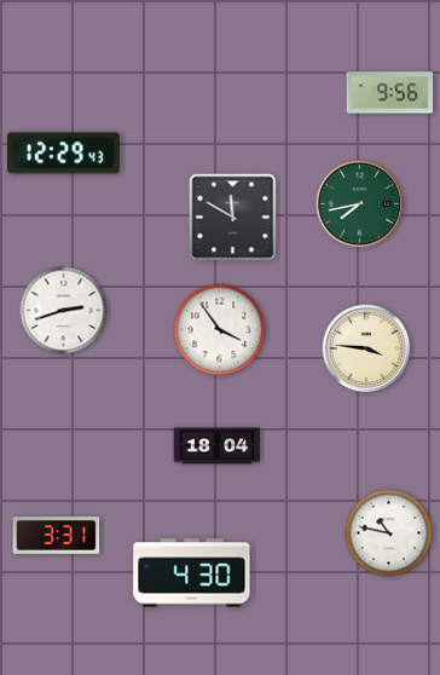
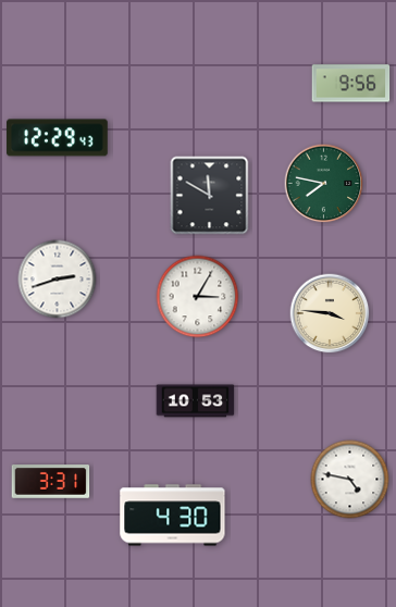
clock at (360, 204): 7:43 -> 7:47
clock at (220, 330): 3:54 -> 3:05
clock at (218, 446): 18:04 -> 10:53
clock at (389, 533): 10:47 -> 4:47
